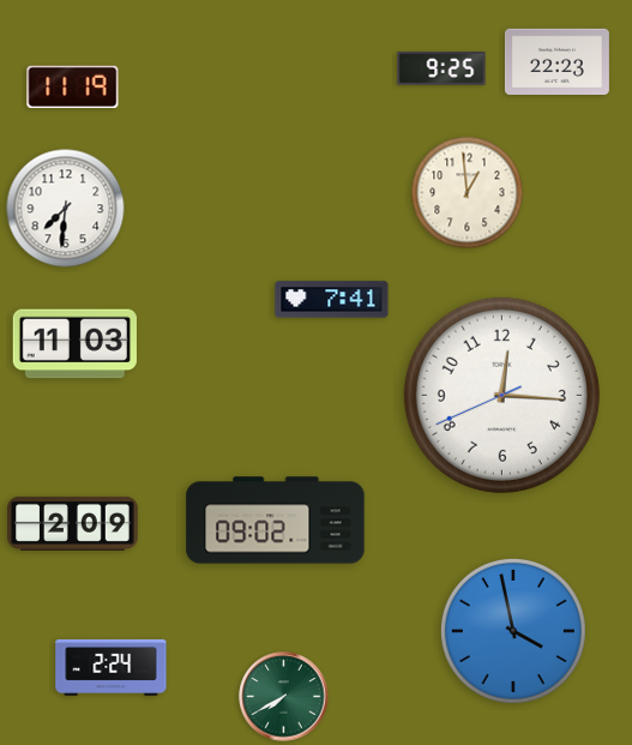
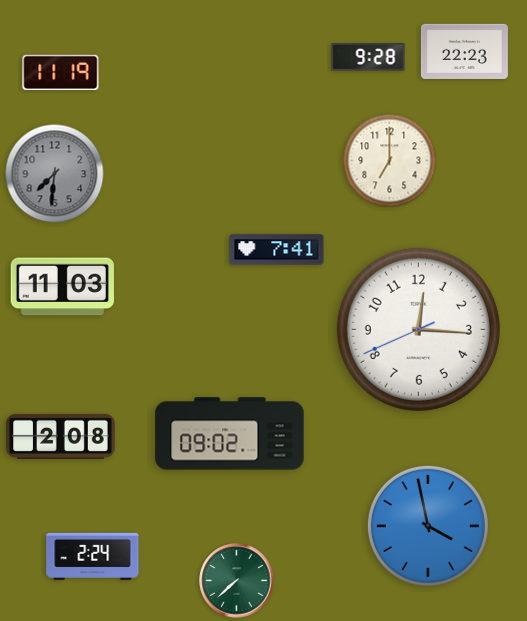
clock at (441, 68): 9:25 -> 9:28
clock at (468, 193): 12:59 -> 7:00
clock at (66, 209) dial: white -> grey
clock at (73, 523): 2:09 -> 2:08
clock at (284, 697): 7:40 -> 7:38
